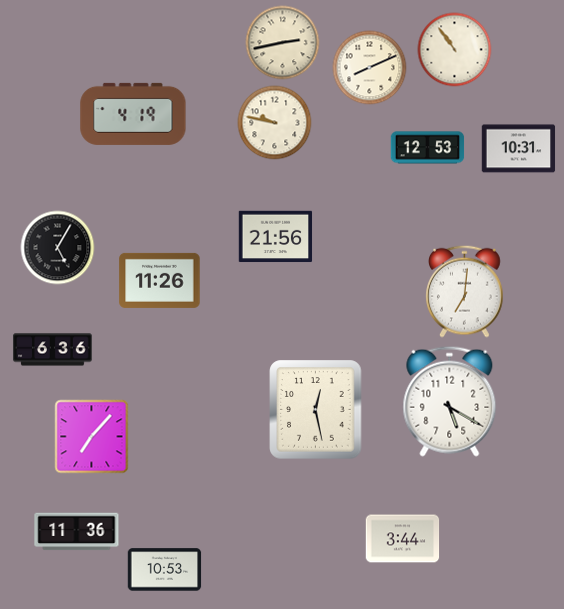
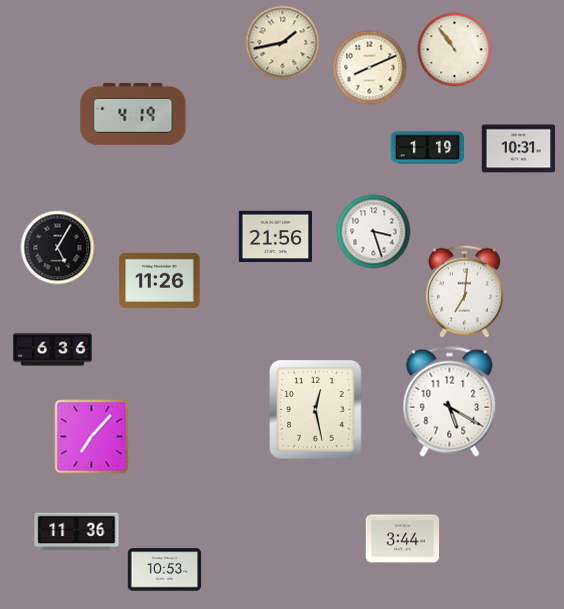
clock at (283, 43): 2:43 -> 1:43
clock at (275, 123): 9:47 -> none
clock at (428, 148): 12:53 -> 1:19
clock at (374, 232): none -> 3:27
